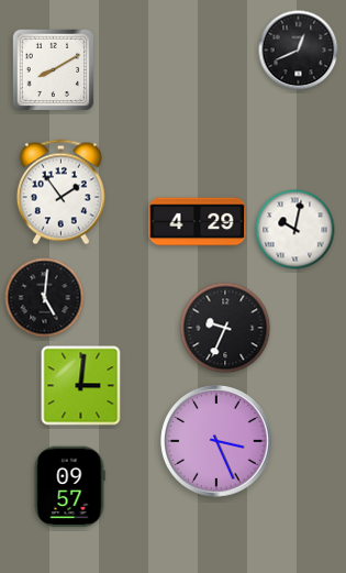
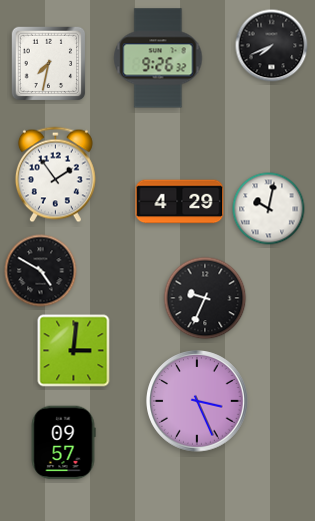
clock at (299, 51): 12:41 -> 7:41
clock at (158, 58): none -> 9:26
clock at (54, 70): 8:10 -> 7:32
clock at (45, 298): 5:01 -> 4:50
